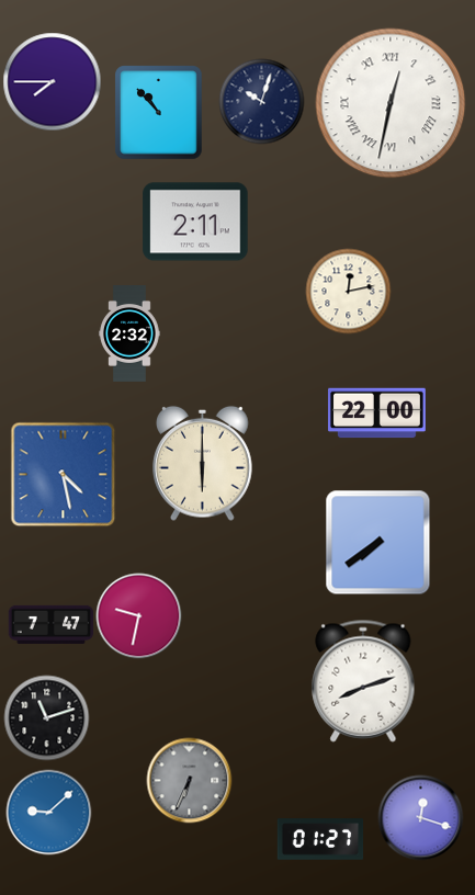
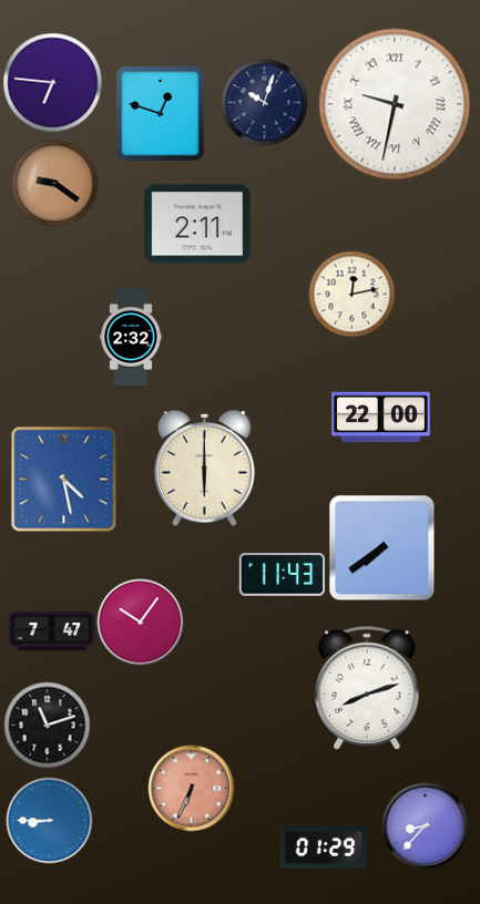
clock at (52, 81): 7:45 -> 6:46
clock at (391, 103): 12:32 -> 9:32
clock at (159, 112): 10:53 -> 12:48
clock at (54, 183): none -> 9:21
clock at (282, 575): none -> 11:43
clock at (138, 615): 9:32 -> 10:06
clock at (189, 780) dial: grey -> salmon
clock at (48, 812): 9:08 -> 8:45
clock at (420, 817): 12:18 -> 8:37
clock at (320, 839): 01:27 -> 01:29
